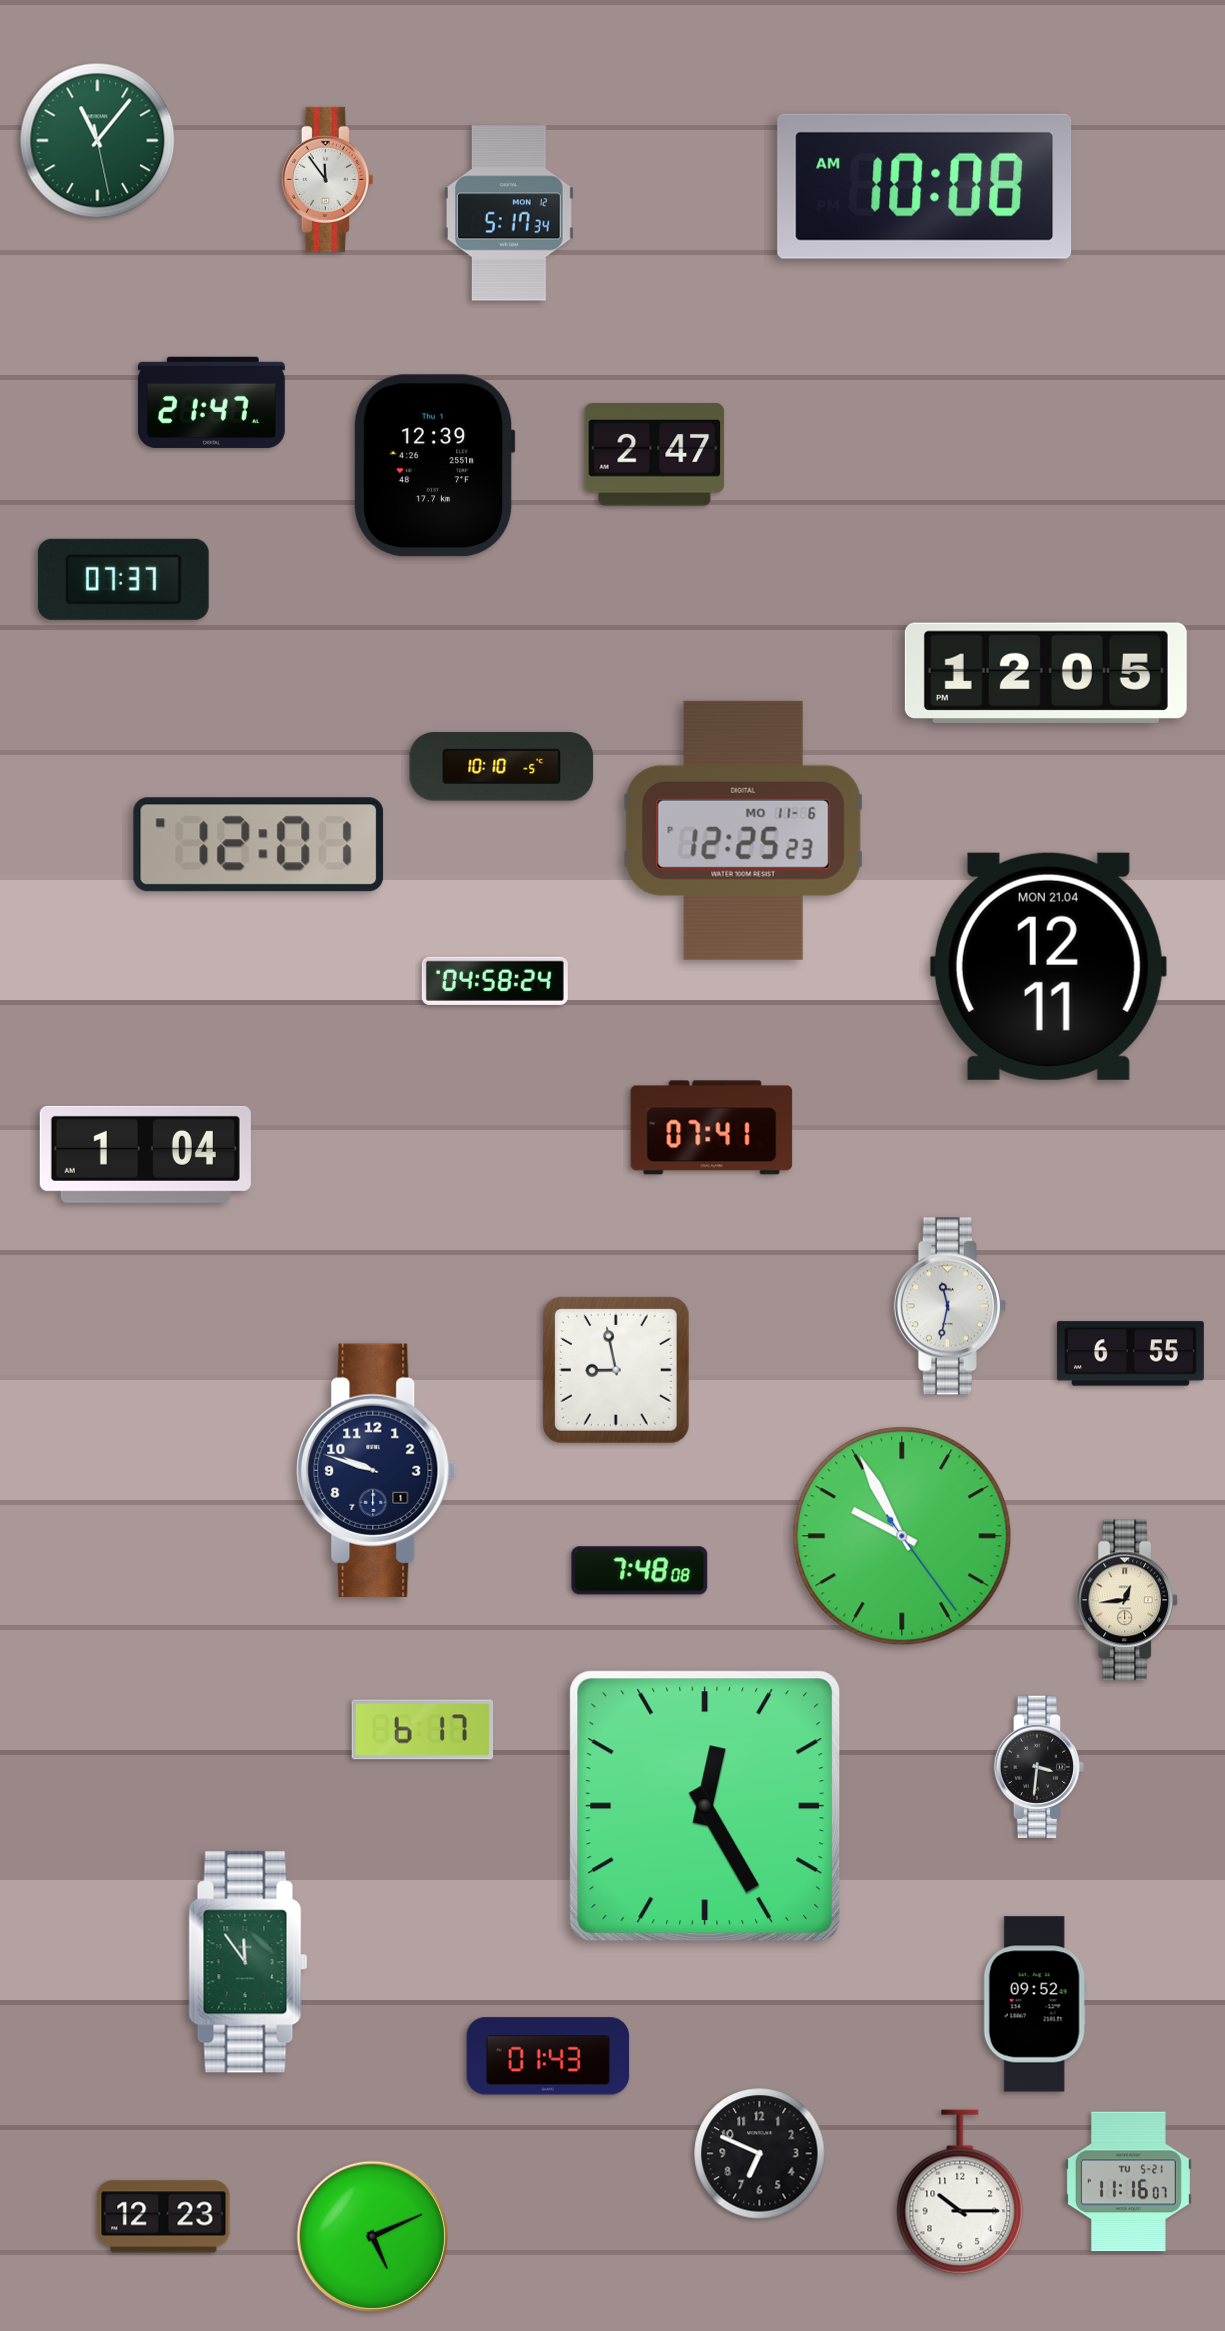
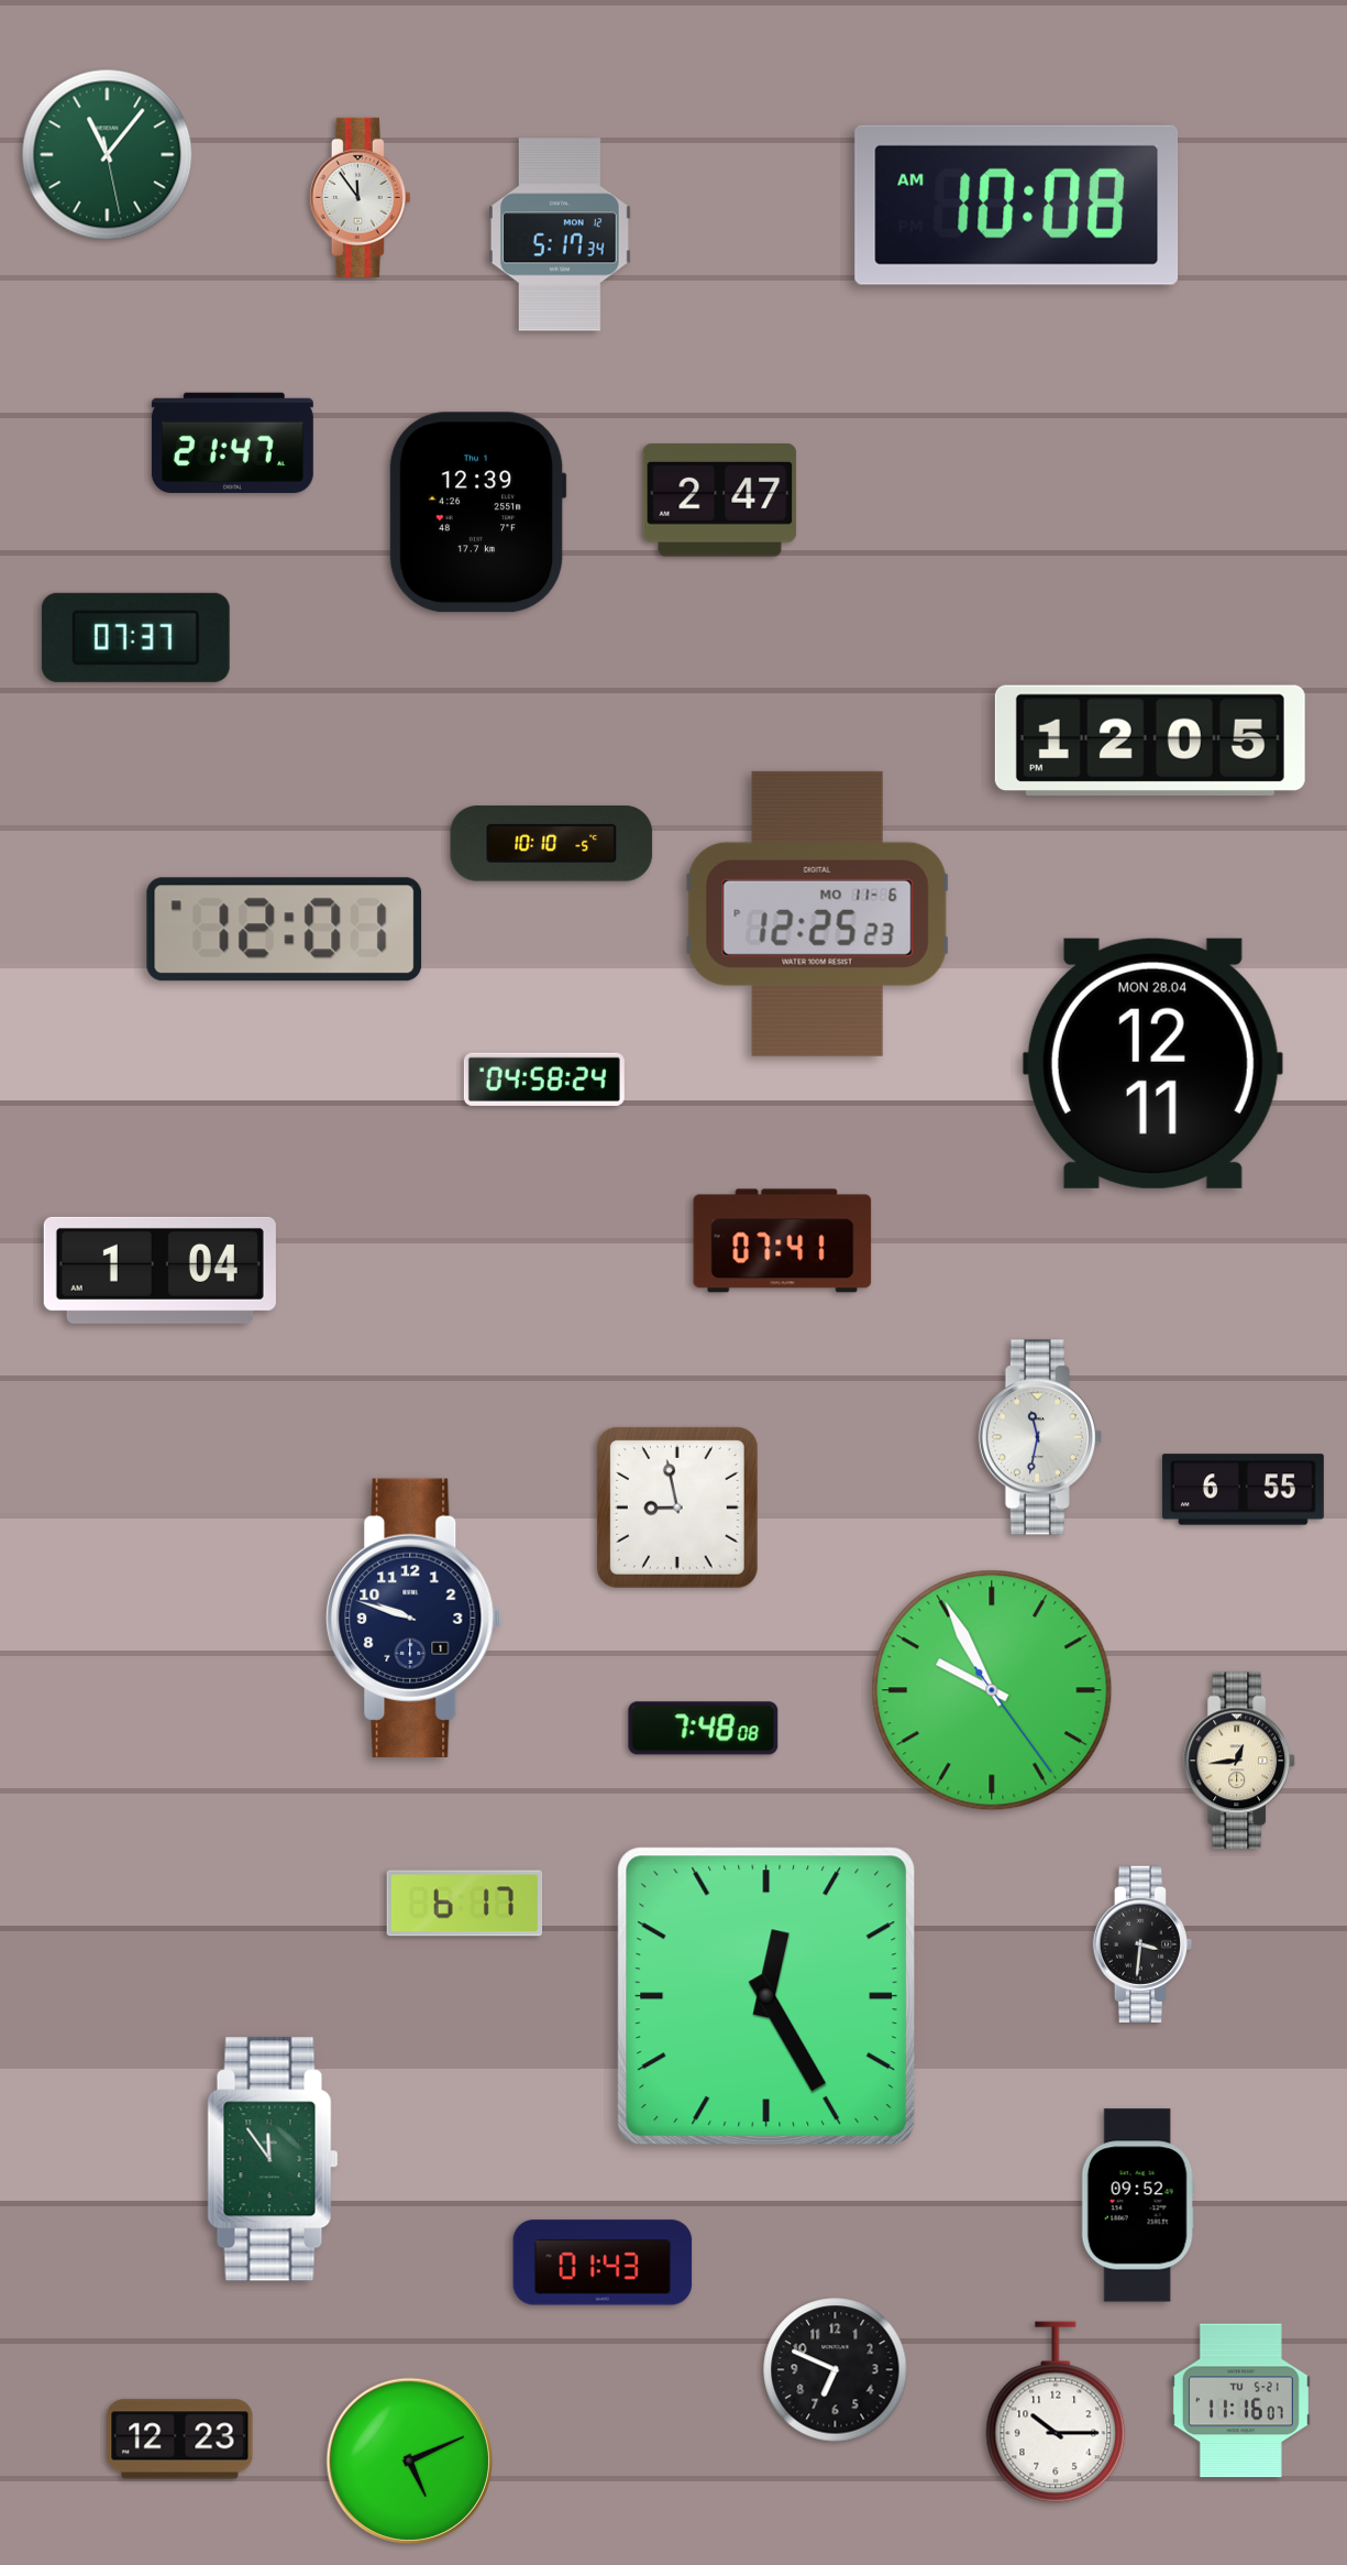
clock at (1048, 966) date: MON 21.04 -> MON 28.04
clock at (950, 1306) position: (950, 1306) -> (1040, 1437)
clock at (705, 1806) position: (705, 1806) -> (766, 1996)
